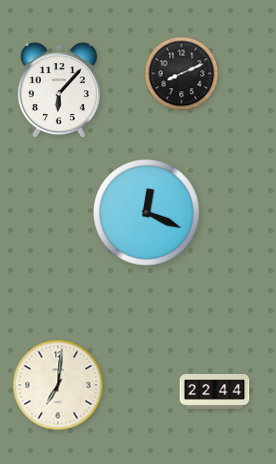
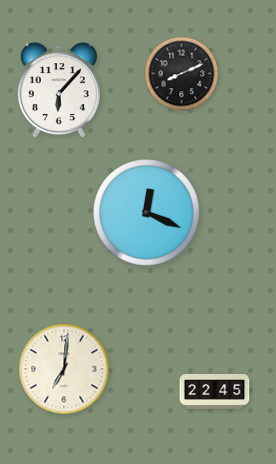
clock at (58, 385) position: (58, 385) -> (64, 369)
clock at (215, 392): 22:44 -> 22:45
